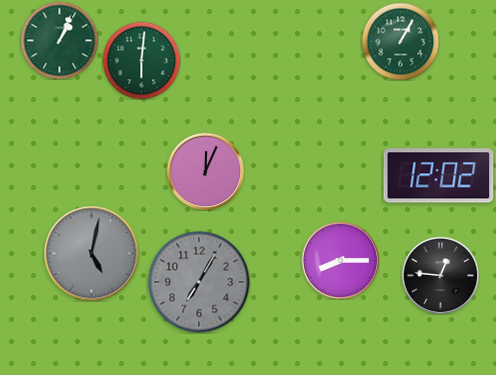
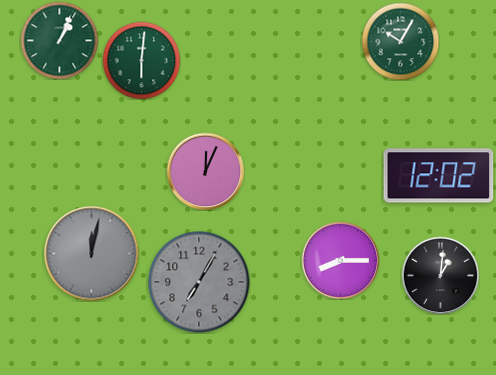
clock at (400, 41): 1:05 -> 10:05
clock at (91, 253): 5:02 -> 12:02
clock at (440, 275): 12:46 -> 1:01
